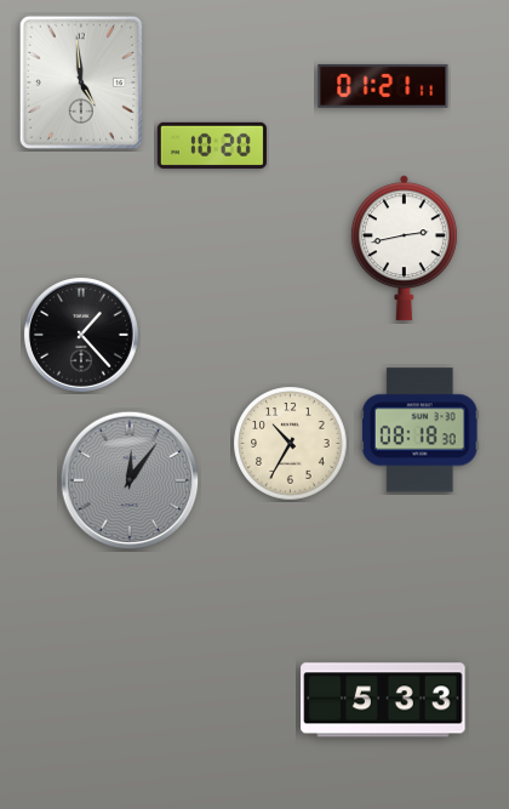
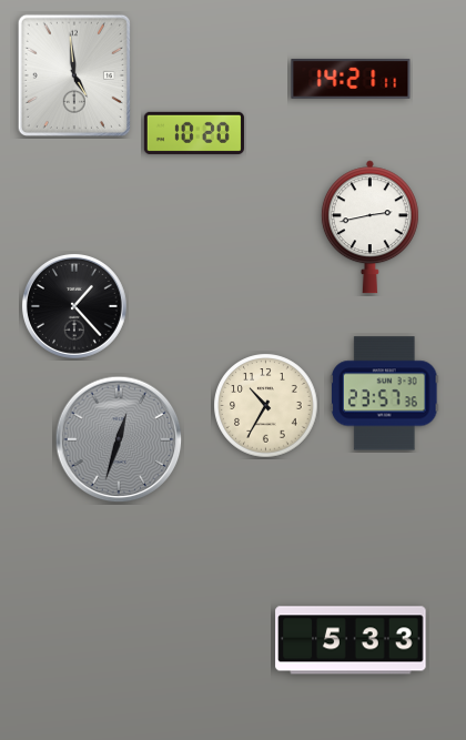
clock at (383, 86): 01:21 -> 14:21
clock at (419, 431): 08:18 -> 23:57
clock at (130, 480): 12:06 -> 12:33
